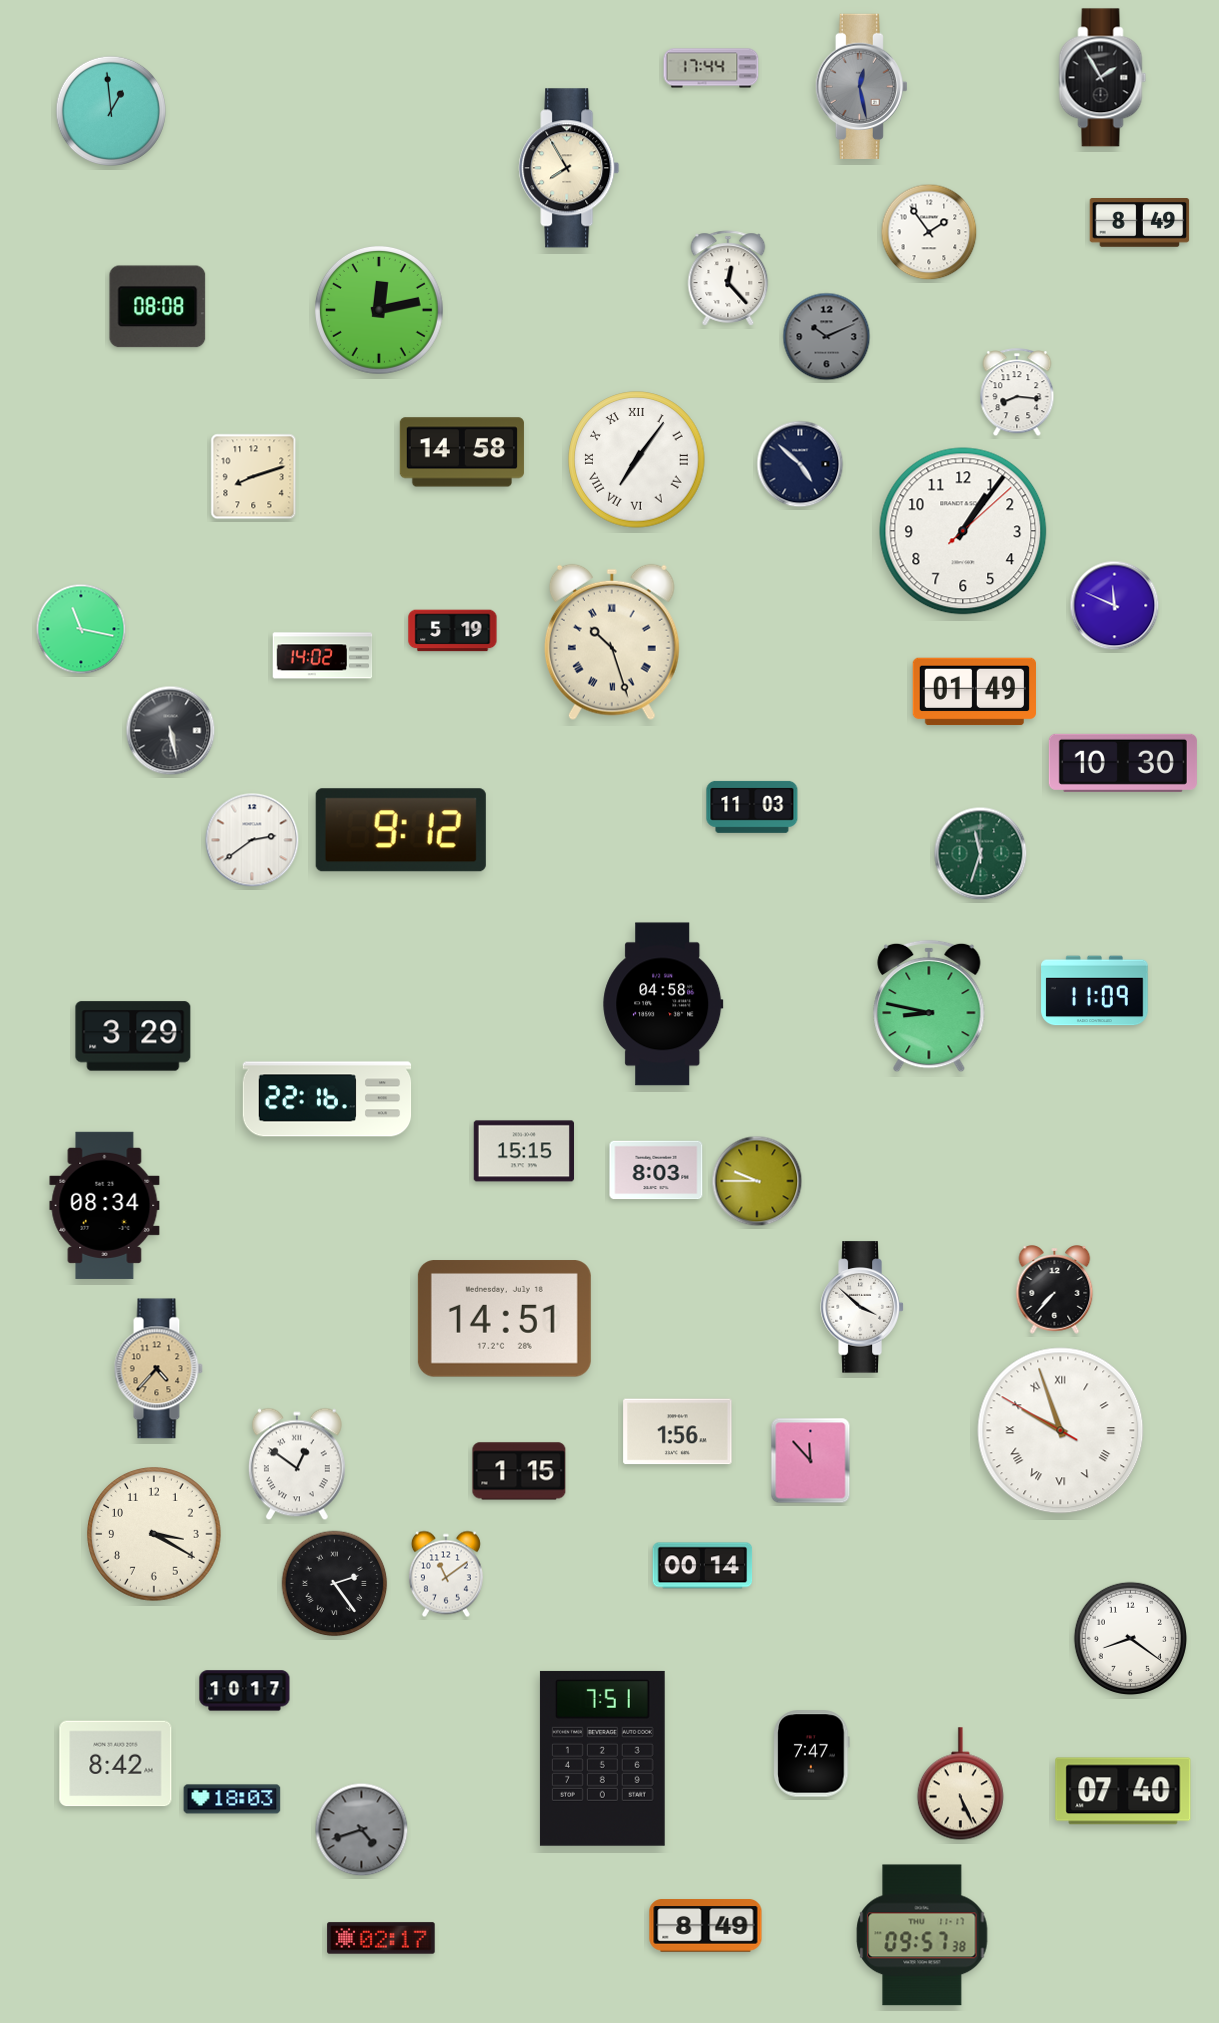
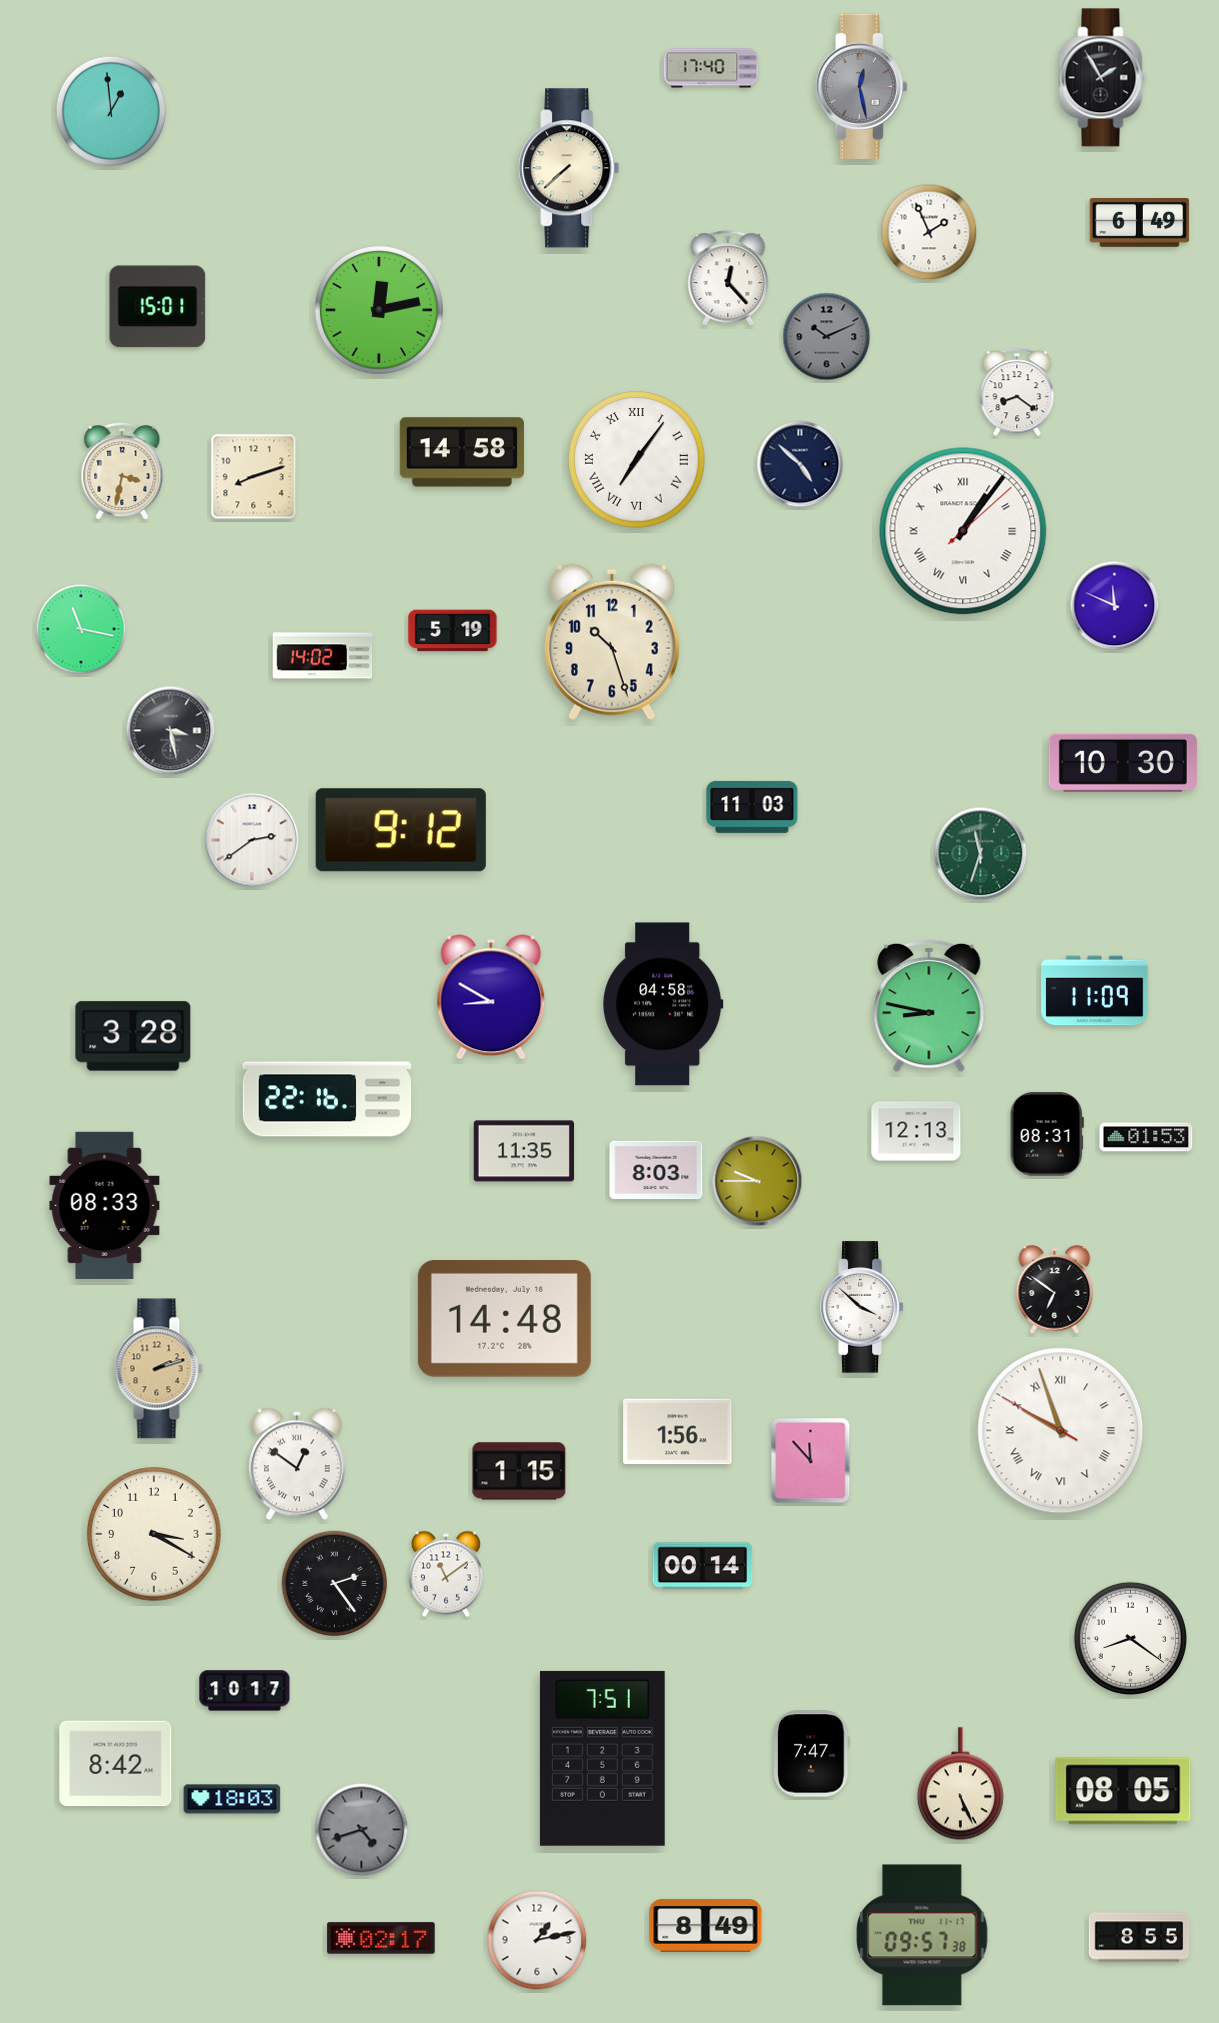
clock at (711, 68): 17:44 -> 17:40
clock at (569, 168): 7:55 -> 7:38
clock at (1140, 223): 8:49 -> 6:49
clock at (929, 232): 1:54 -> 1:56
clock at (158, 307): 08:08 -> 15:01
clock at (1017, 393): 8:16 -> 8:21
clock at (122, 471): none -> 3:32
clock at (963, 531) numerals: Arabic -> Roman
clock at (612, 642) numerals: Roman -> Arabic
clock at (974, 692): 01:49 -> none
clock at (171, 731): 5:28 -> 3:28
clock at (491, 997): none -> 8:50
clock at (133, 1036): 3:29 -> 3:28
clock at (916, 1131): none -> 12:13
clock at (1047, 1134): none -> 08:31
clock at (1146, 1137): none -> 01:53
clock at (523, 1151): 15:15 -> 11:35
clock at (105, 1205): 08:34 -> 08:33
clock at (1055, 1290): 7:37 -> 6:51
clock at (504, 1319): 14:51 -> 14:48
clock at (158, 1369): 4:37 -> 2:12
clock at (1123, 1791): 07:40 -> 08:05
clock at (1139, 1937): none -> 8:55
clock at (537, 1940): none -> 1:13
